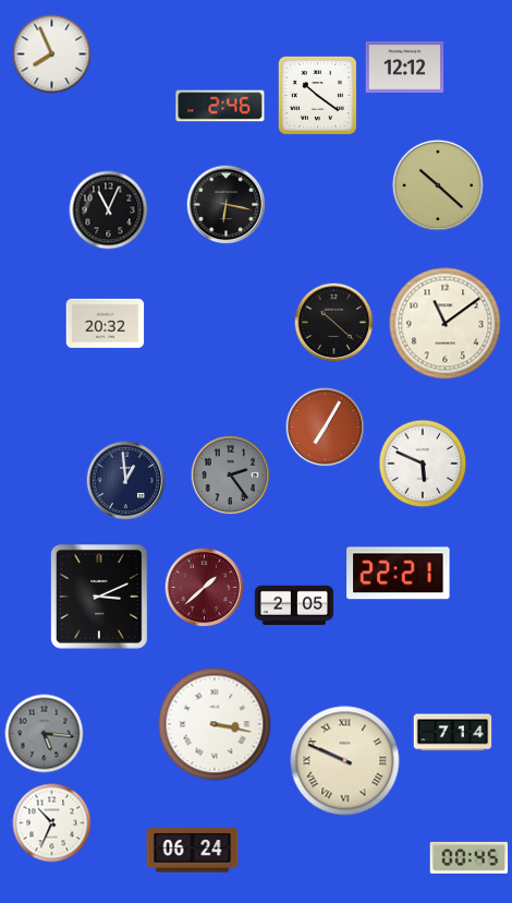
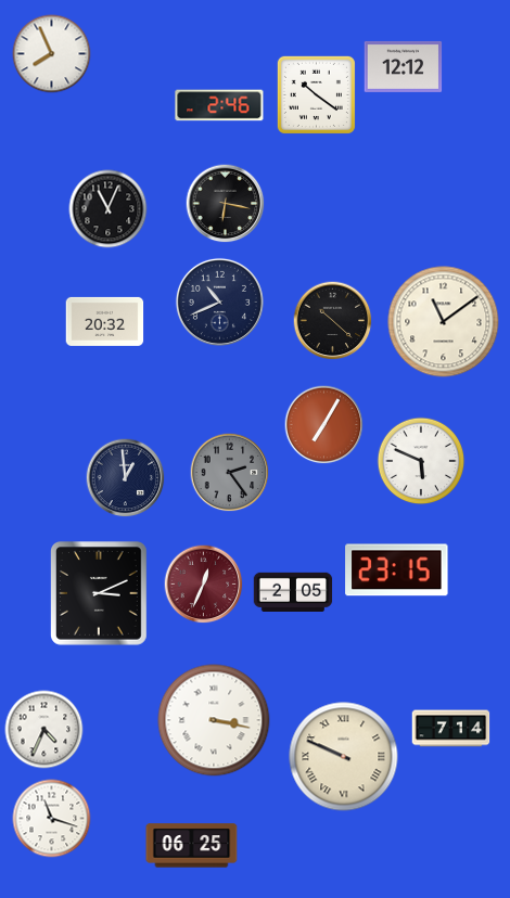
clock at (438, 185): 10:22 -> none
clock at (219, 302): none -> 10:41
clock at (399, 574): 22:21 -> 23:15
clock at (205, 588): 1:38 -> 12:34
clock at (294, 605) position: (294, 605) -> (293, 592)
clock at (45, 734): 5:16 -> 4:34
clock at (45, 734) dial: grey -> white
clock at (52, 823): 10:34 -> 11:18
clock at (193, 851): 06:24 -> 06:25
clock at (470, 857): 00:45 -> none
